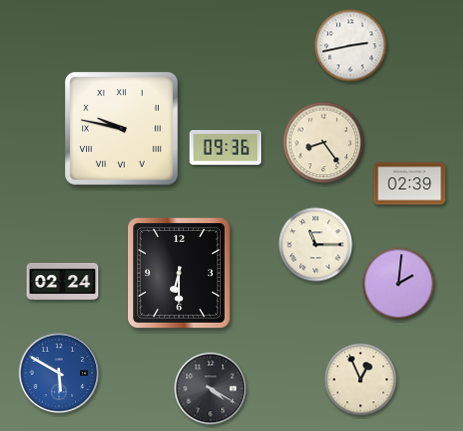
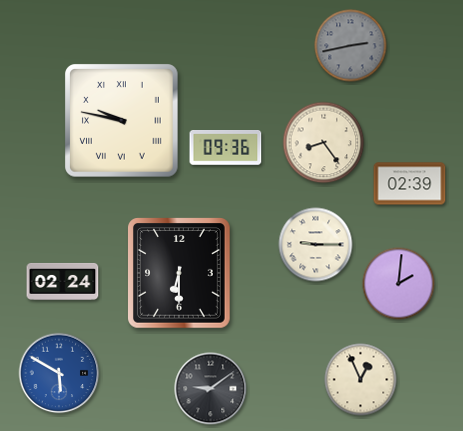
clock at (351, 46) dial: white -> grey
clock at (122, 129) position: (122, 129) -> (122, 121)
clock at (316, 245): 11:15 -> 9:15
clock at (211, 389): 4:20 -> 9:09
